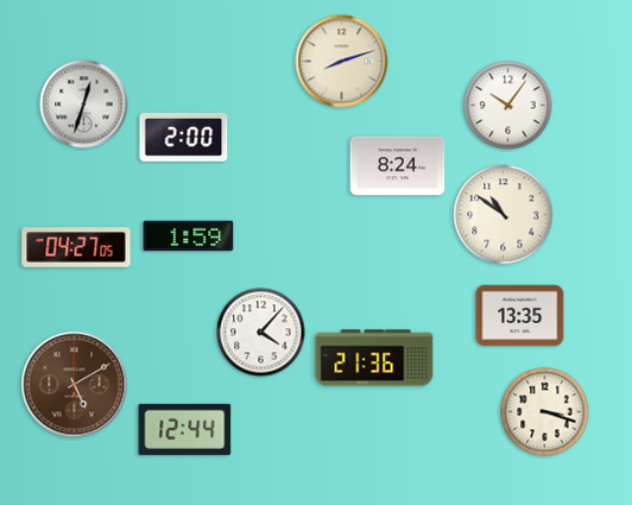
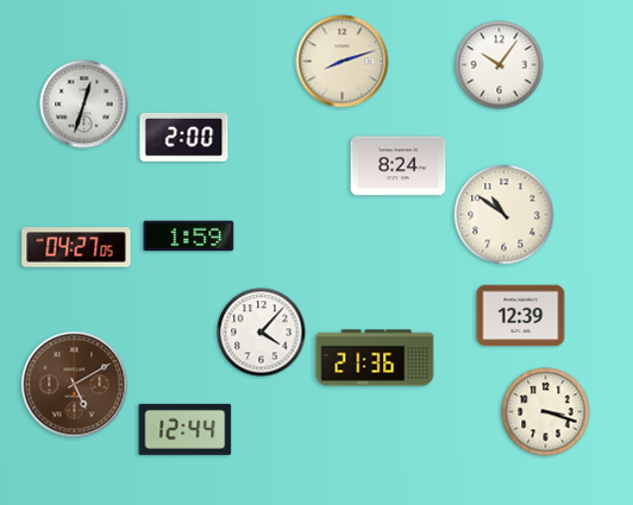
clock at (508, 106) position: (508, 106) -> (500, 65)
clock at (520, 316): 13:35 -> 12:39
